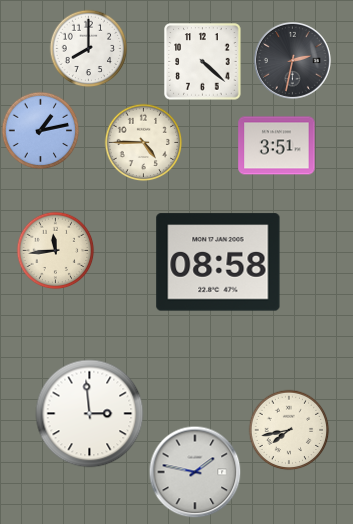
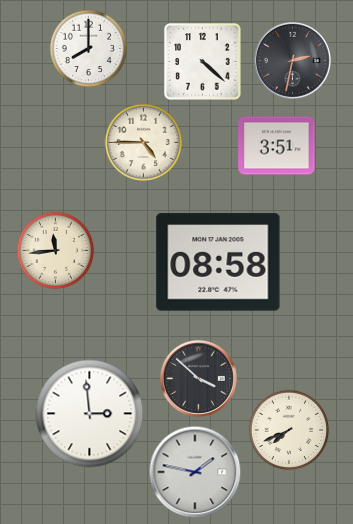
clock at (40, 130): 1:13 -> none
clock at (198, 378): none -> 3:52
clock at (289, 430): 7:43 -> 7:41
